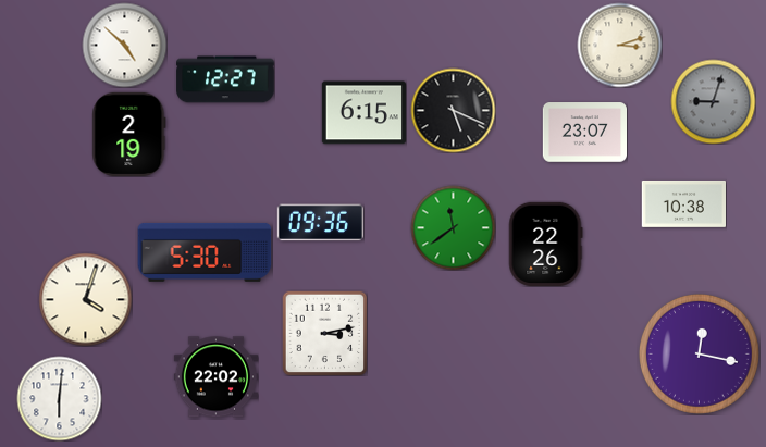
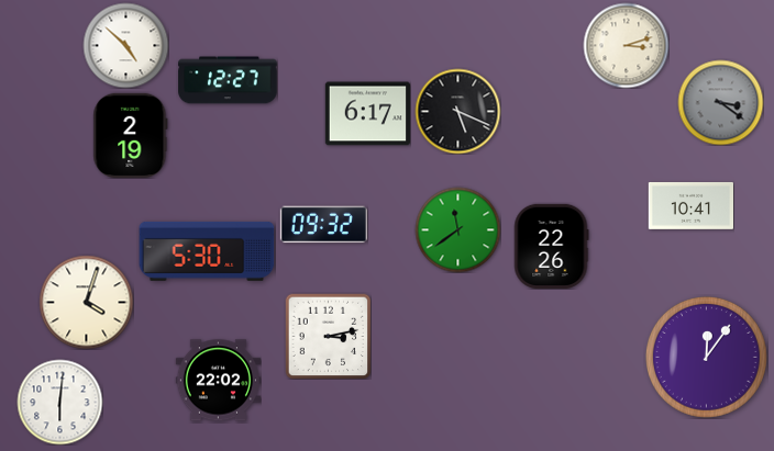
clock at (713, 101): 9:03 -> 3:21
clock at (363, 113): 6:15 -> 6:17
clock at (584, 133): 23:07 -> none
clock at (683, 203): 10:38 -> 10:41
clock at (320, 223): 09:36 -> 09:32
clock at (205, 252) position: (205, 252) -> (207, 251)
clock at (699, 353): 12:17 -> 12:06
